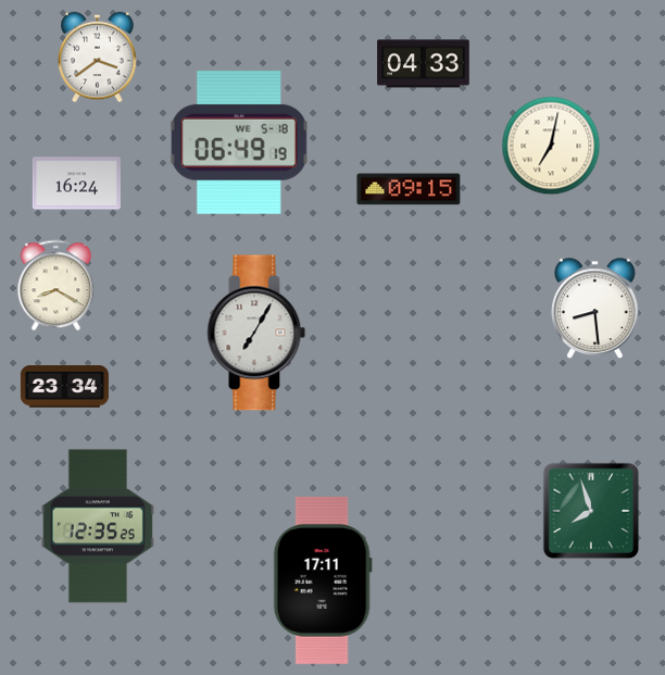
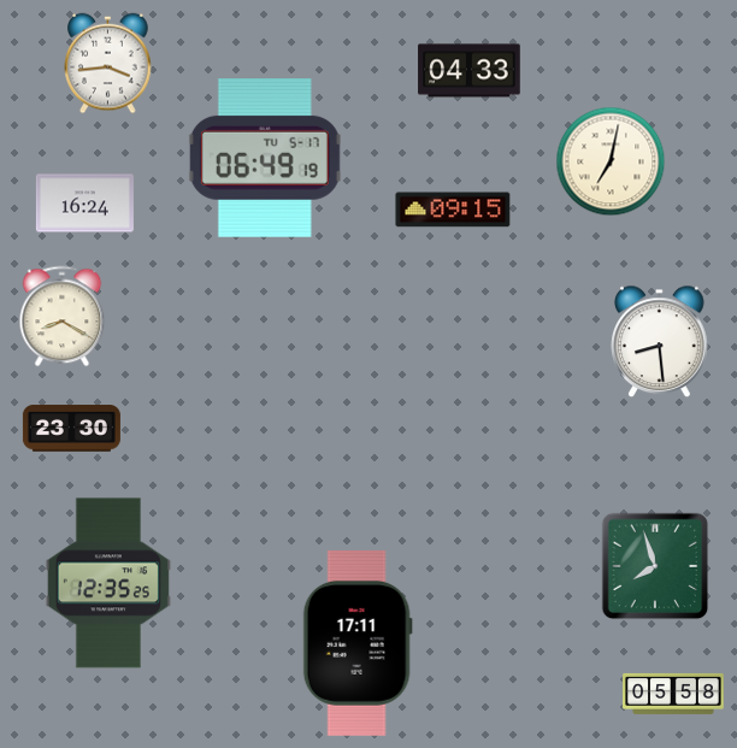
clock at (98, 58): 3:39 -> 3:44
clock at (239, 143) date: WE 5-18 -> TU 5-17
clock at (256, 333): 7:05 -> none
clock at (64, 387): 23:34 -> 23:30
clock at (673, 694): none -> 05:58
